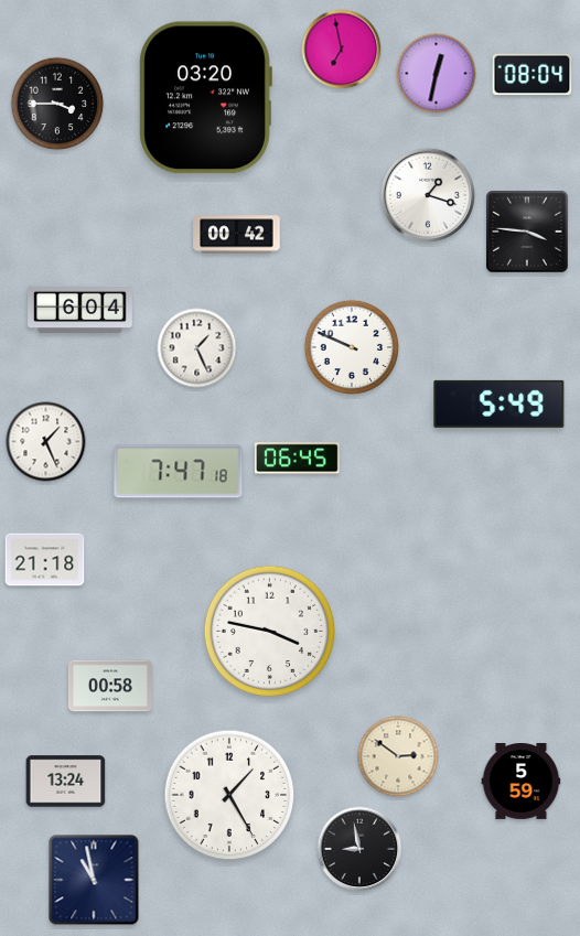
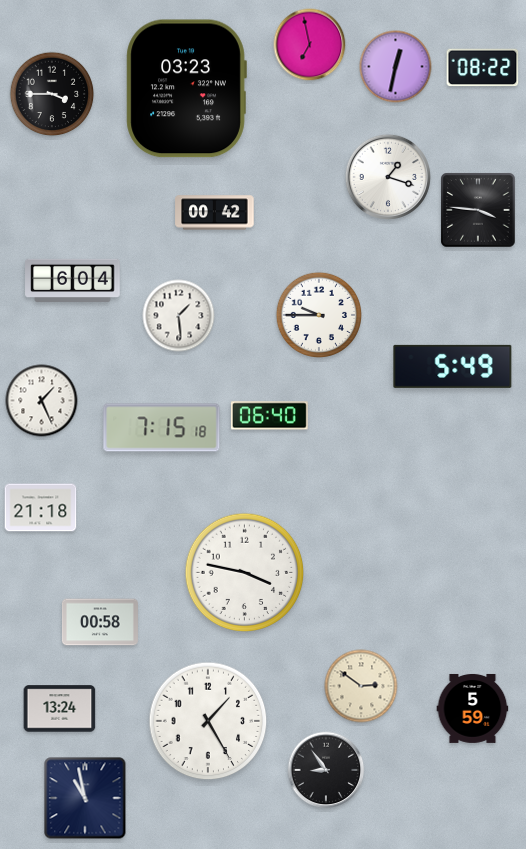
clock at (533, 75): 08:04 -> 08:22
clock at (205, 98): 03:20 -> 03:23
clock at (351, 346): 9:49 -> 9:45
clock at (197, 348): 1:26 -> 1:29
clock at (297, 459): 06:45 -> 06:40
clock at (179, 472): 7:47 -> 7:15
clock at (359, 849): 8:58 -> 8:54
